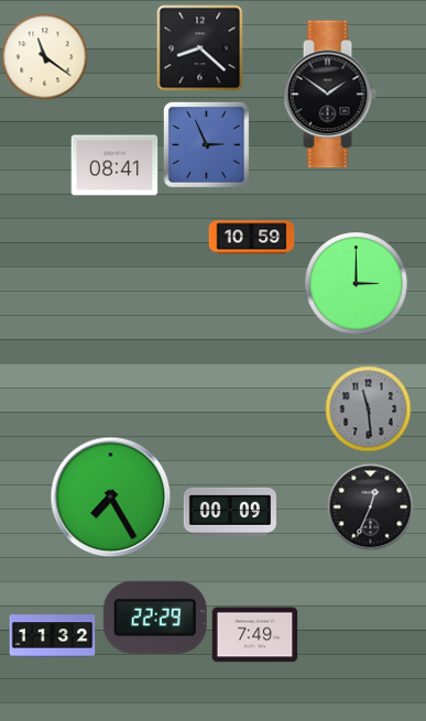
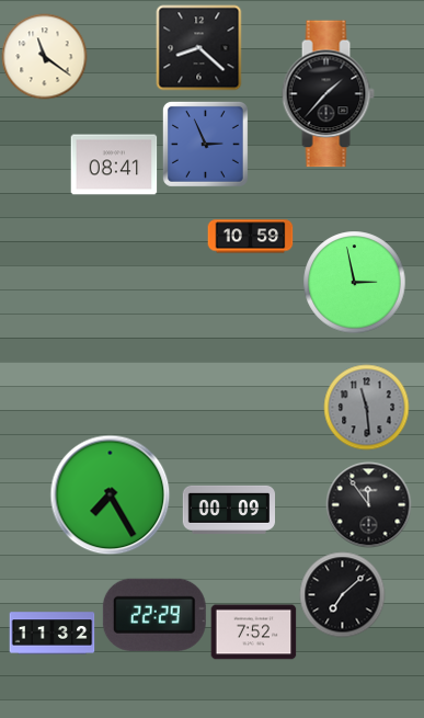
clock at (329, 95): 1:51 -> 1:37
clock at (356, 283): 3:00 -> 2:58
clock at (370, 506): 12:34 -> 11:54
clock at (342, 594): none -> 7:08
clock at (254, 635): 7:49 -> 7:52
